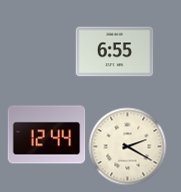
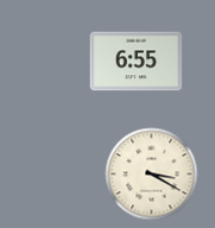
clock at (46, 135): 12:44 -> none
clock at (127, 146): 2:20 -> 3:20
